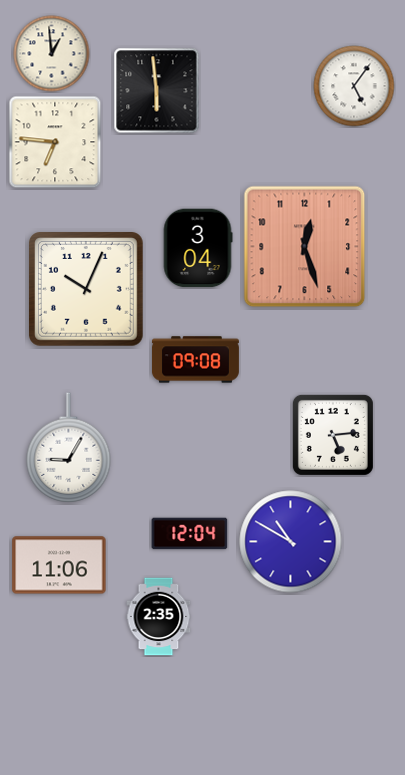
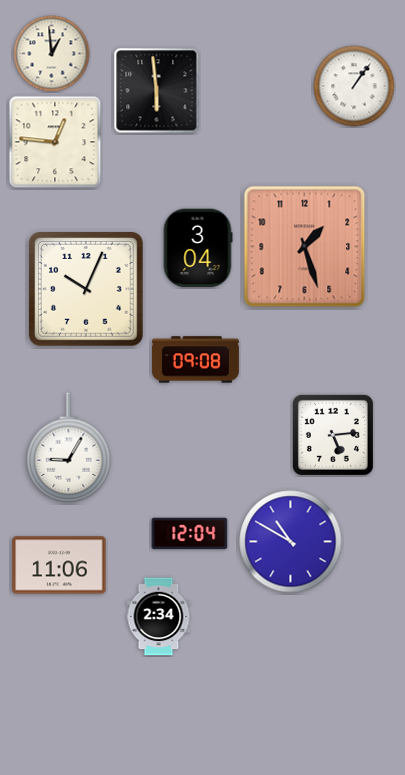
clock at (354, 86): 5:06 -> 1:06
clock at (55, 142): 6:46 -> 12:46
clock at (305, 247): 12:27 -> 1:27
clock at (159, 617): 2:35 -> 2:34
